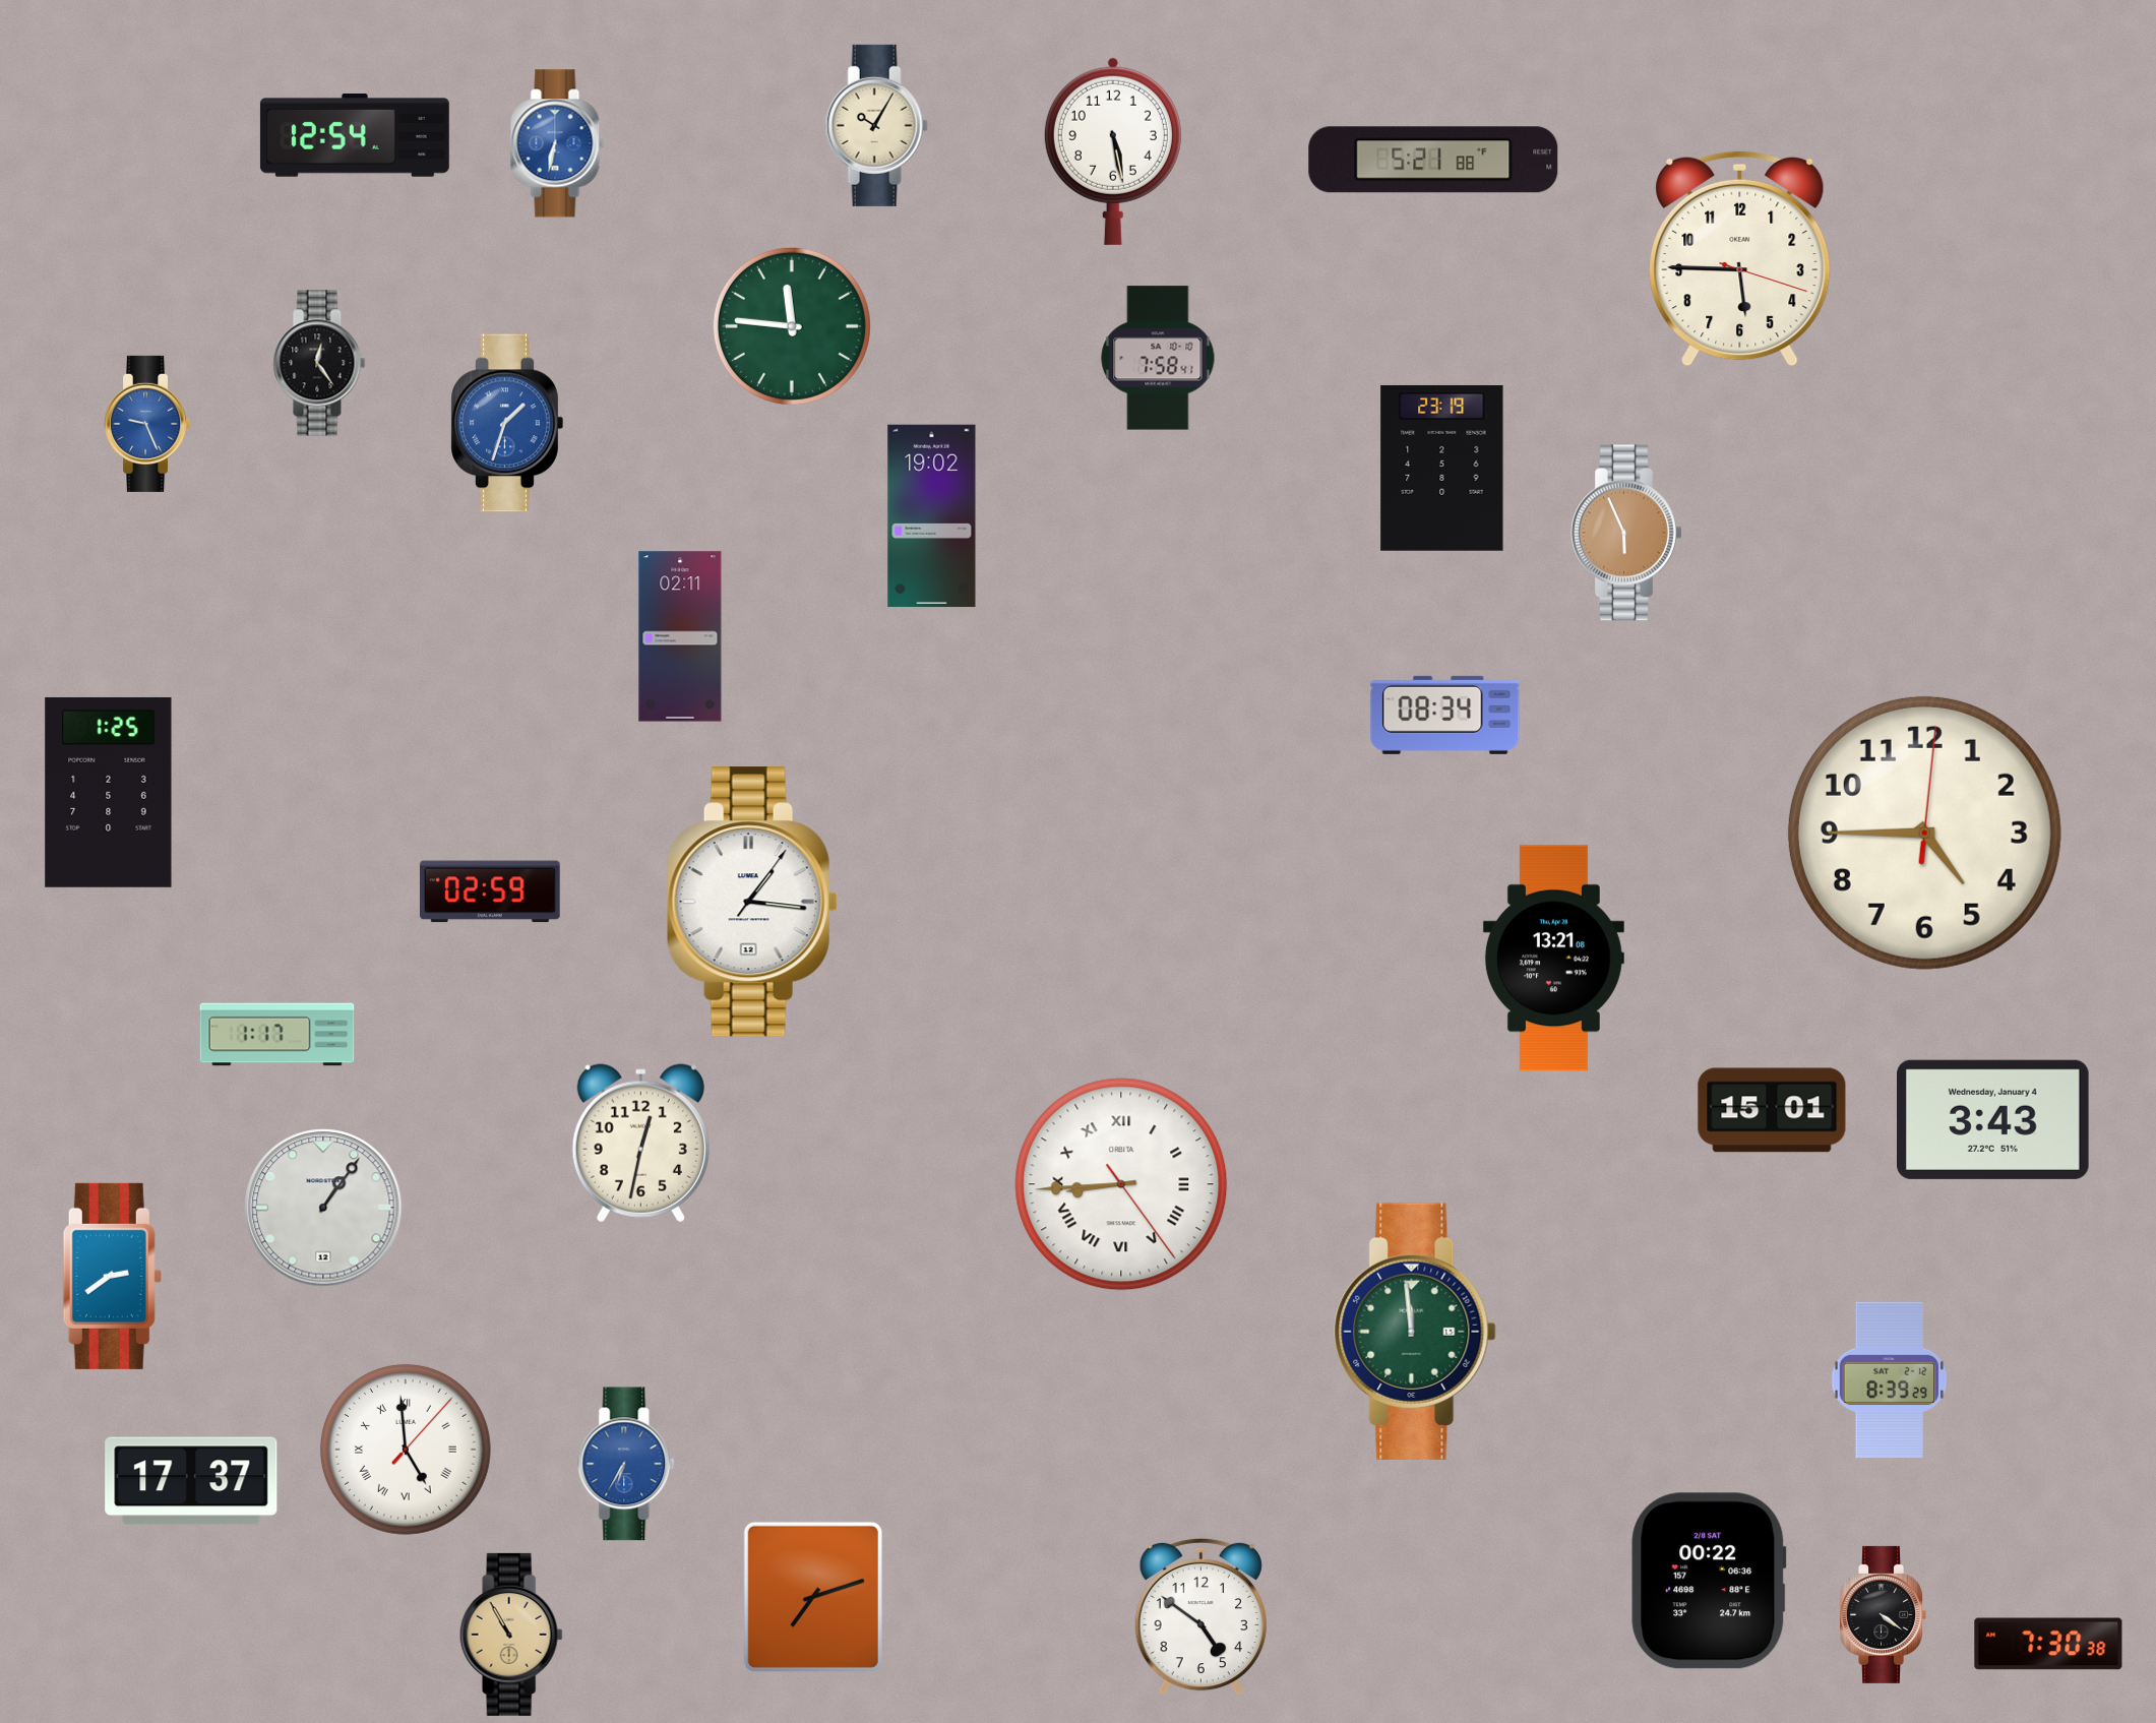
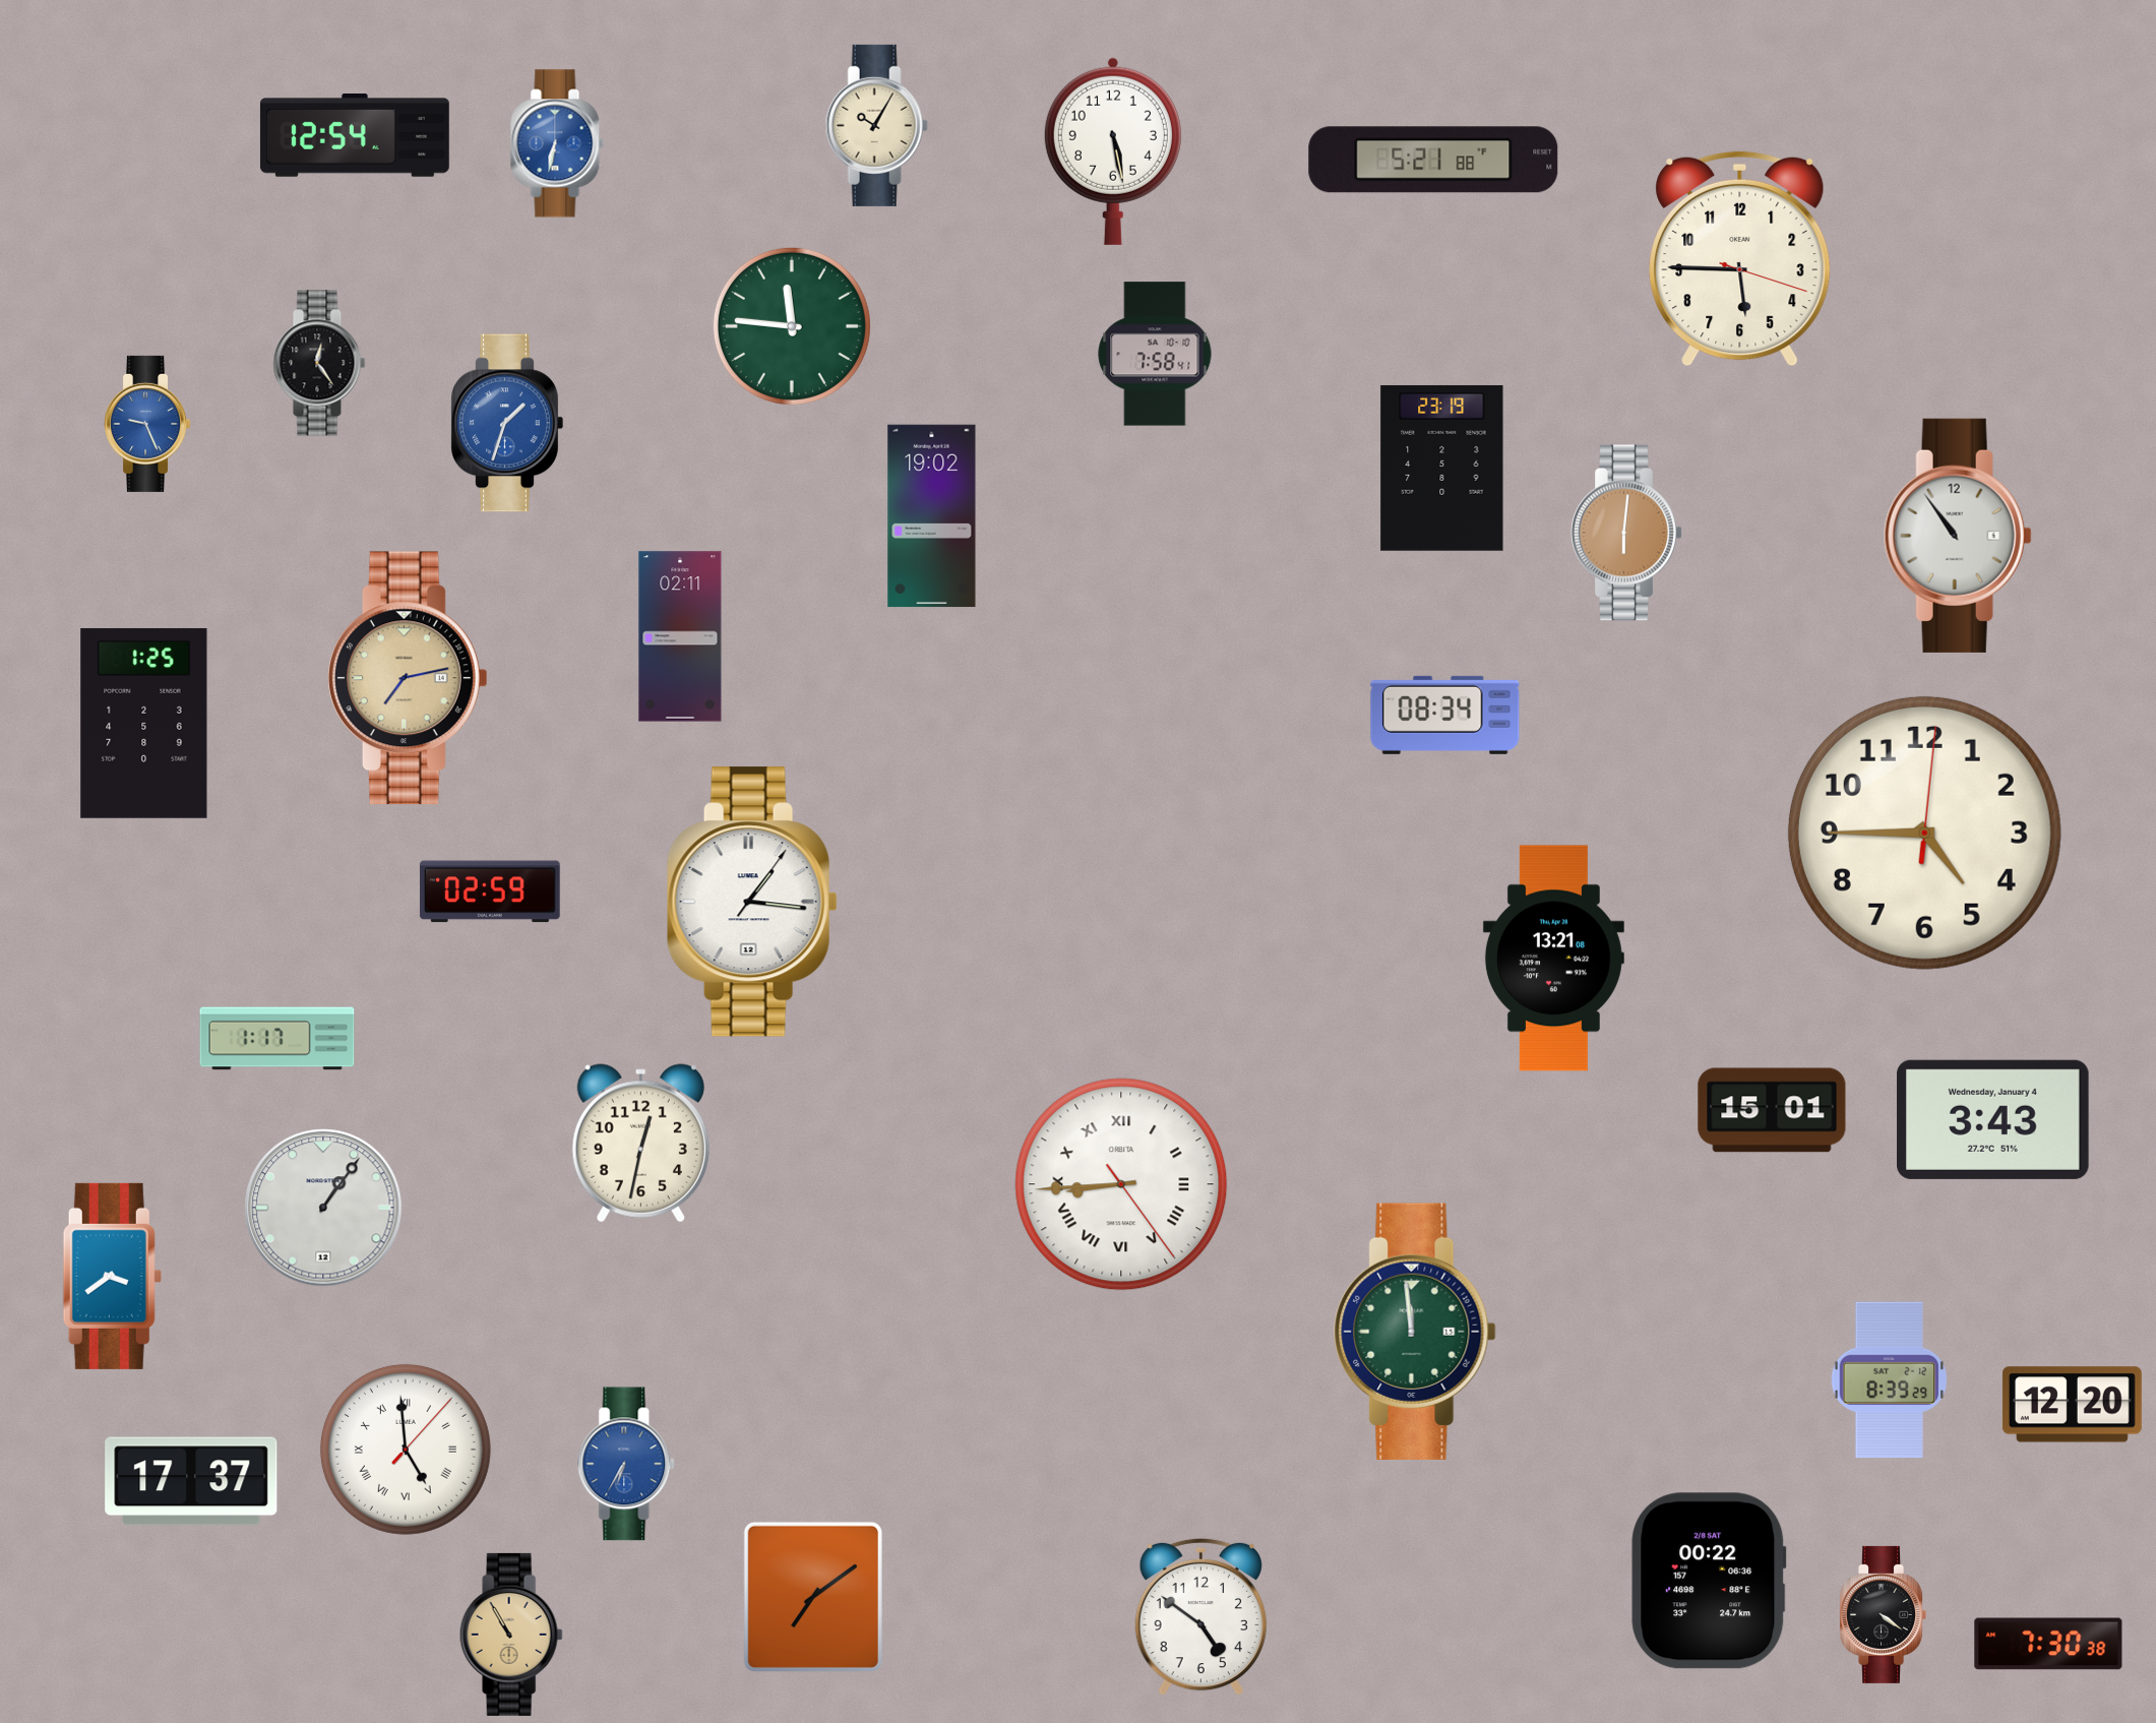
clock at (1158, 358) position: (1158, 358) -> (1155, 354)
clock at (1627, 533): 5:56 -> 6:01
clock at (1958, 536): none -> 10:54
clock at (408, 678): none -> 7:13
clock at (109, 792) position: (109, 792) -> (144, 723)
clock at (278, 1035) position: (278, 1035) -> (278, 1039)
clock at (112, 1276): 2:39 -> 3:39
clock at (2072, 1405): none -> 12:20
clock at (813, 1597): 7:12 -> 7:09
